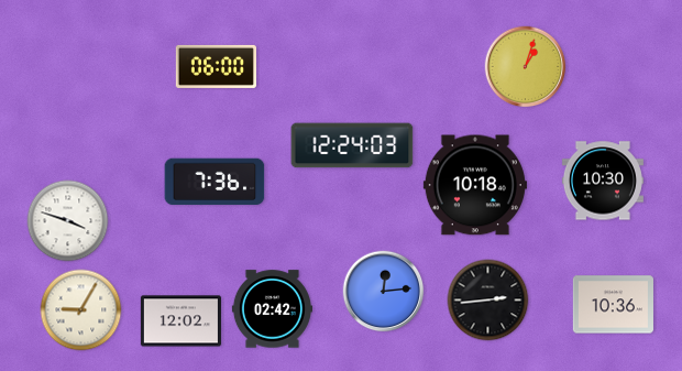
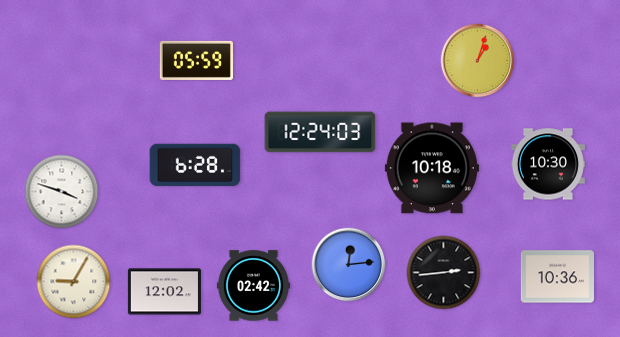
clock at (216, 66): 06:00 -> 05:59
clock at (215, 182): 7:36 -> 6:28
clock at (68, 221) position: (68, 221) -> (62, 192)
clock at (272, 309) position: (272, 309) -> (253, 286)
